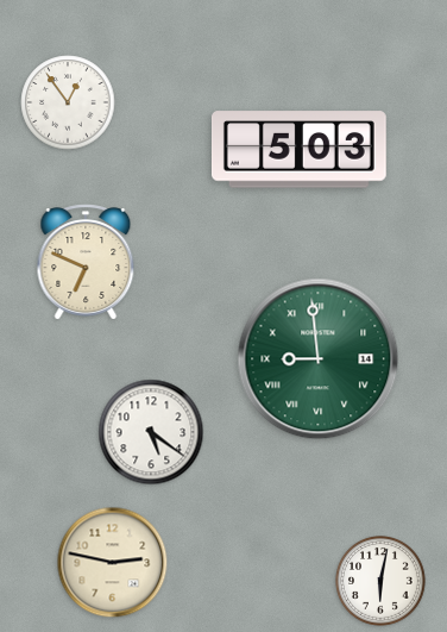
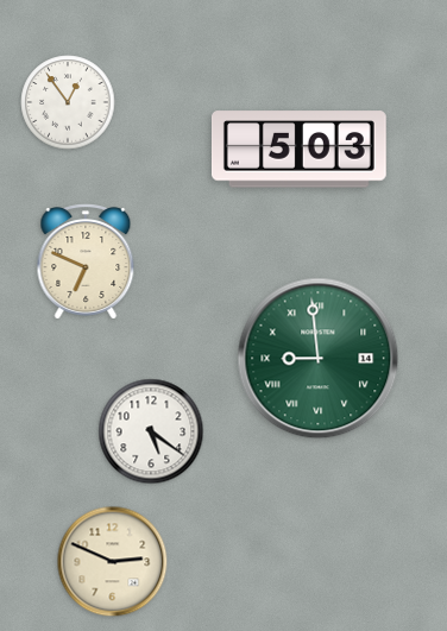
clock at (113, 563): 2:47 -> 2:49
clock at (382, 582): 6:02 -> none
